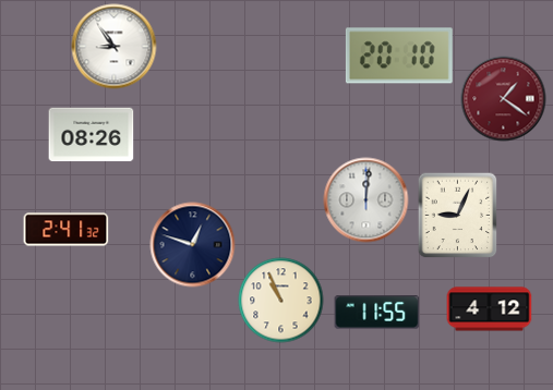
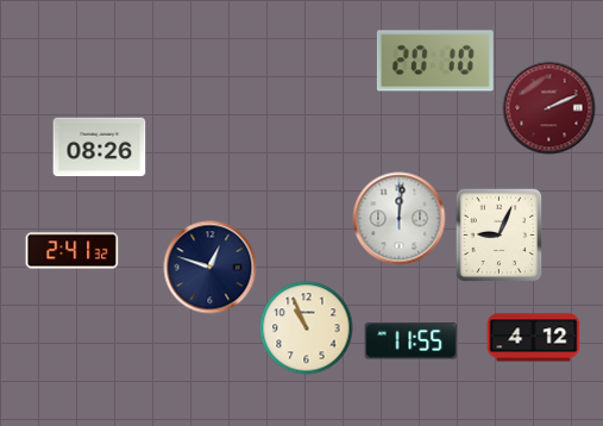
clock at (113, 46): 8:54 -> none
clock at (503, 98): 1:21 -> 2:11
